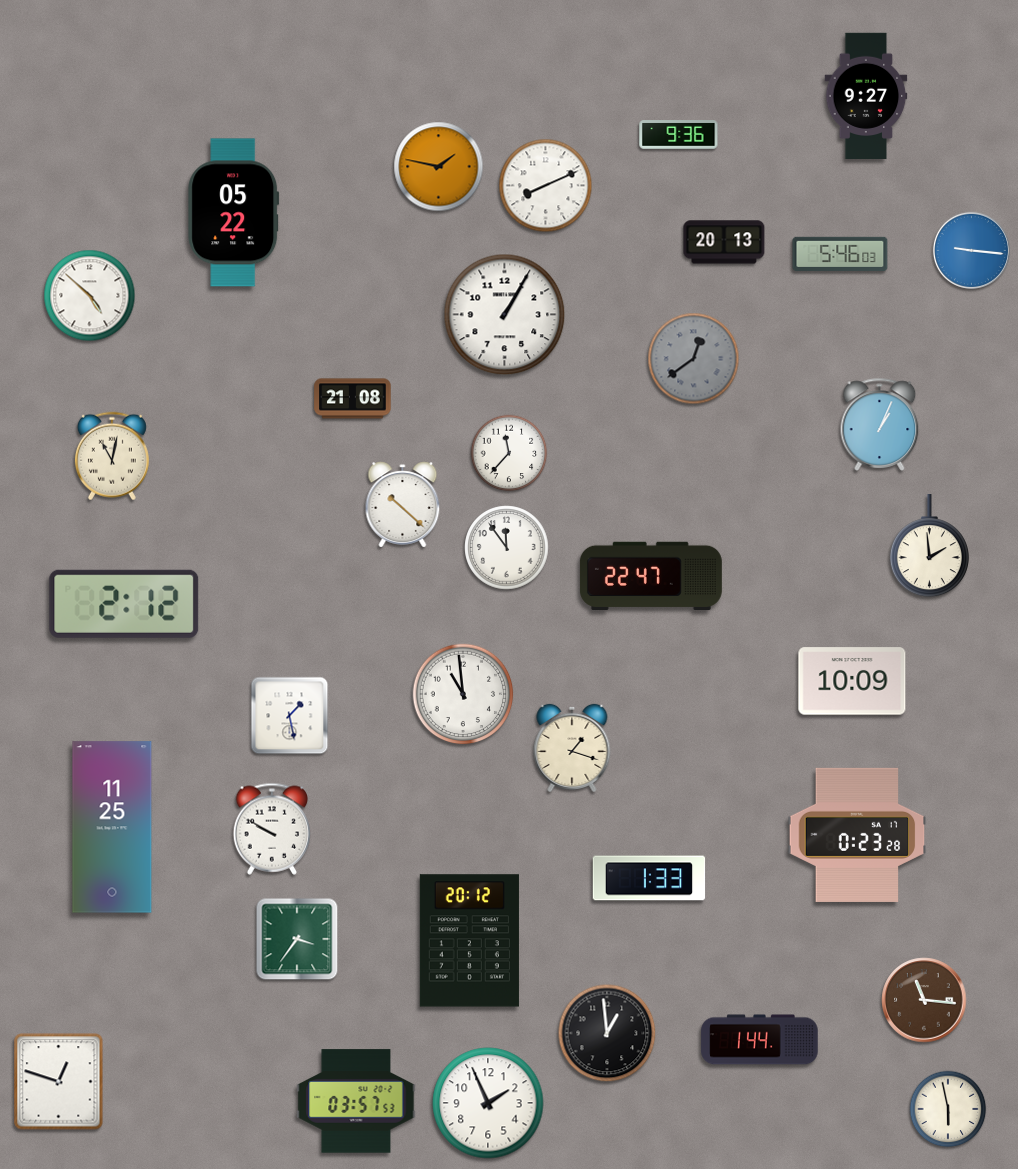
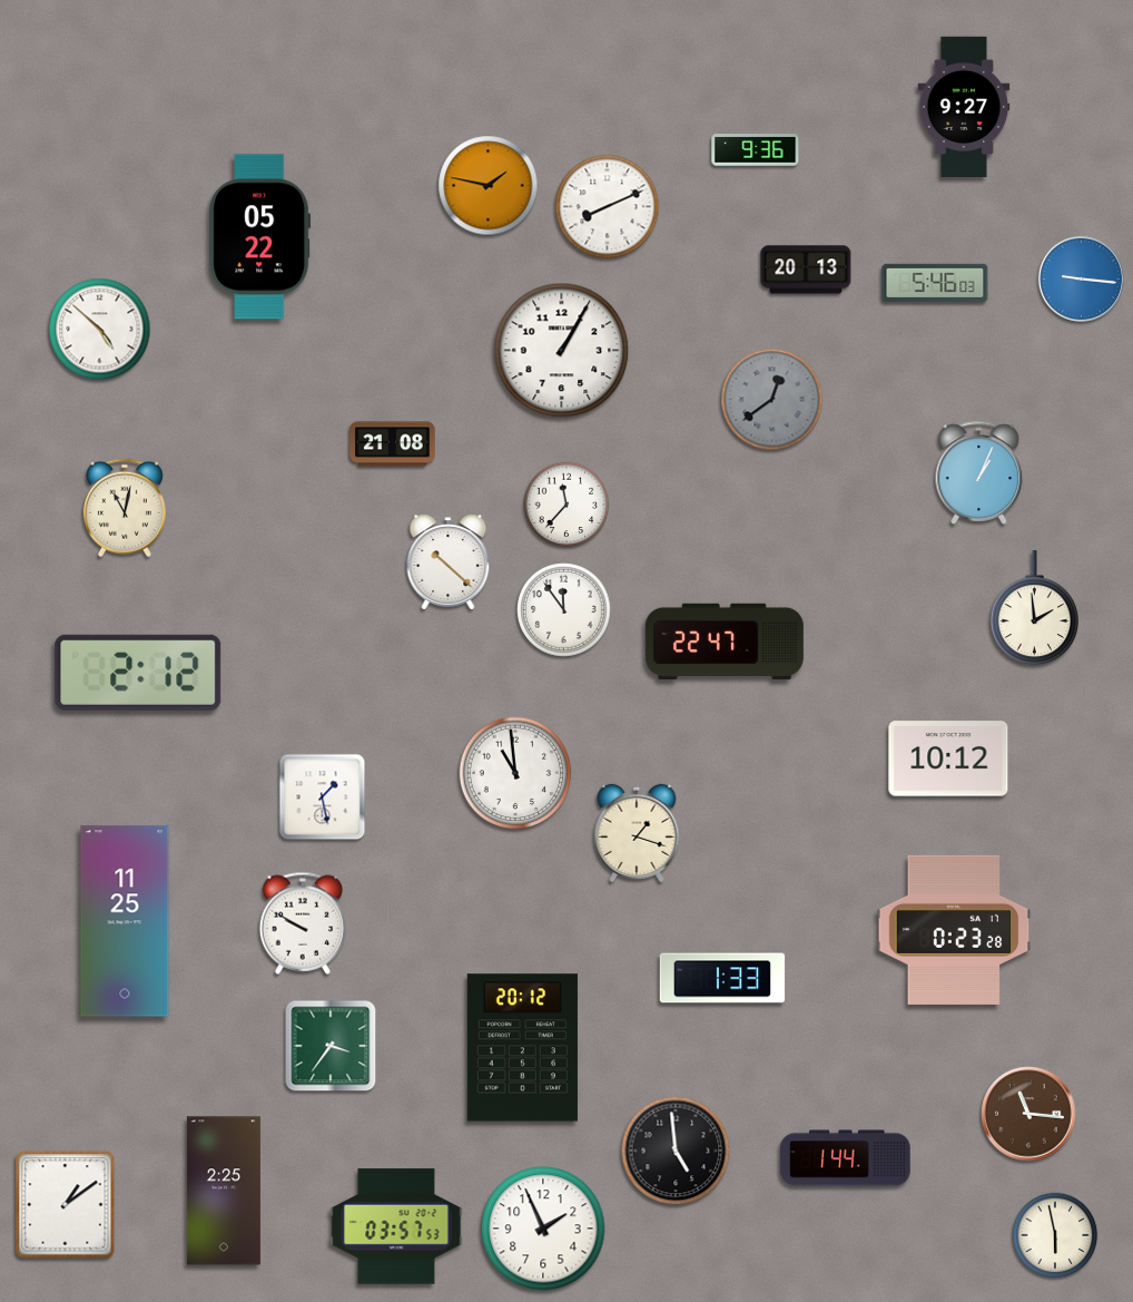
clock at (852, 681): 10:09 -> 10:12
clock at (607, 1033): 12:59 -> 4:59
clock at (224, 1191): none -> 2:25
clock at (59, 1082): 12:48 -> 1:09
